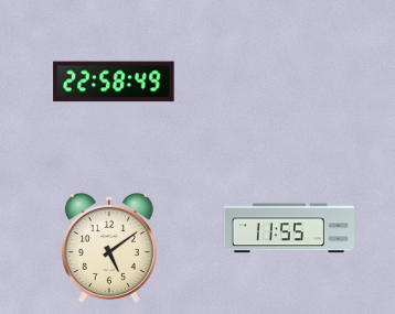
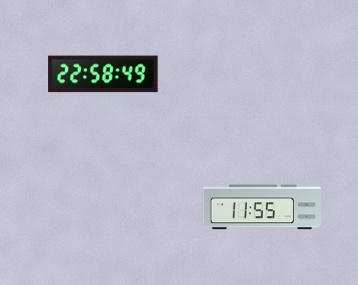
clock at (109, 248): 5:09 -> none
